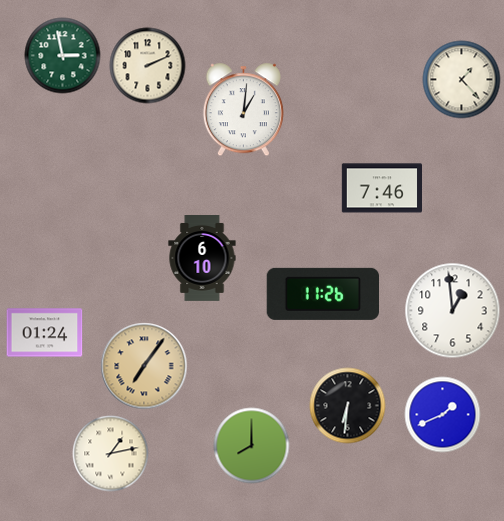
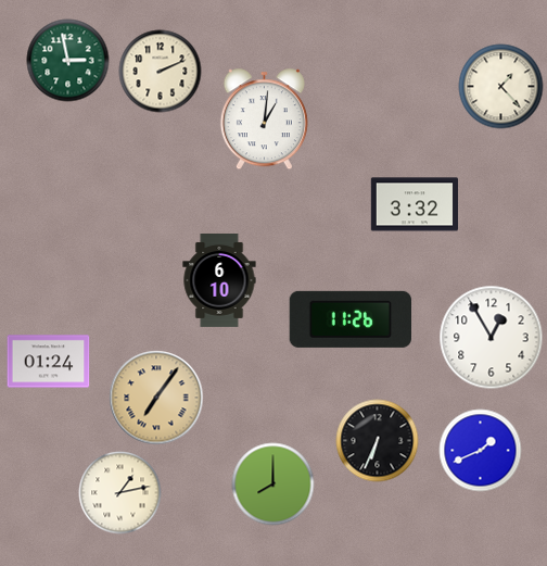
clock at (382, 188): 7:46 -> 3:32
clock at (453, 311): 12:59 -> 12:55
clock at (348, 406): 6:31 -> 6:34
